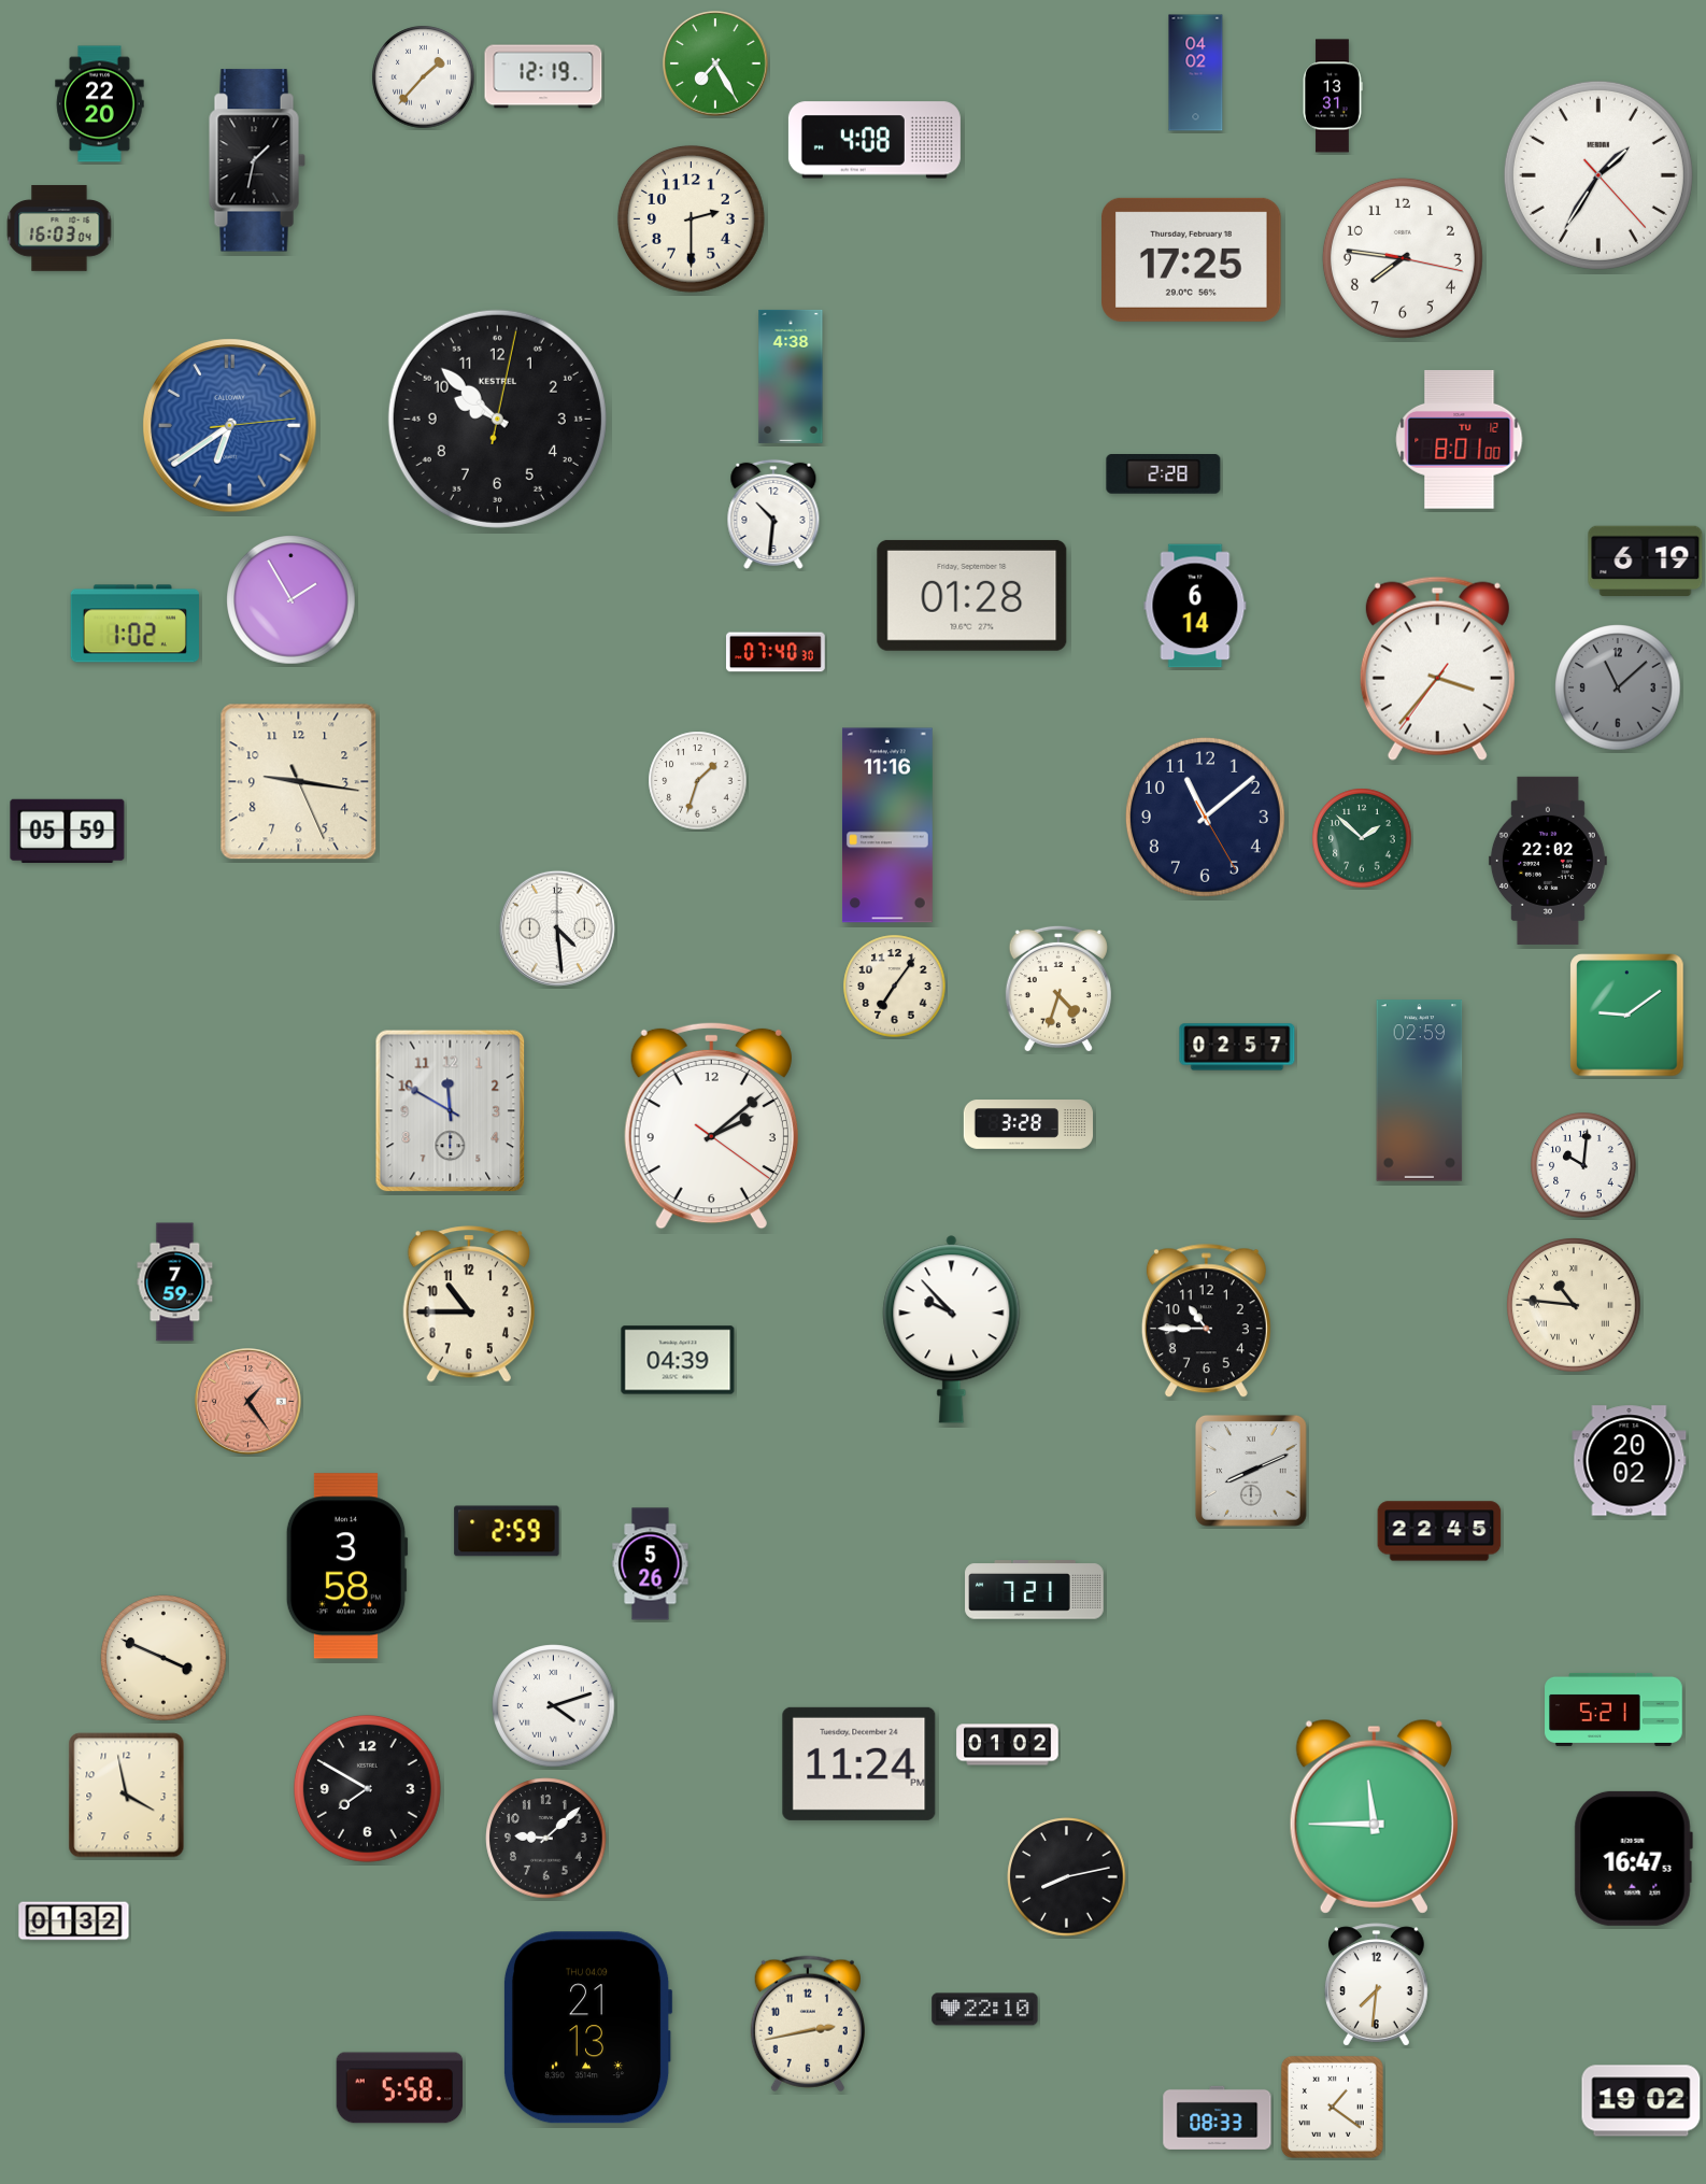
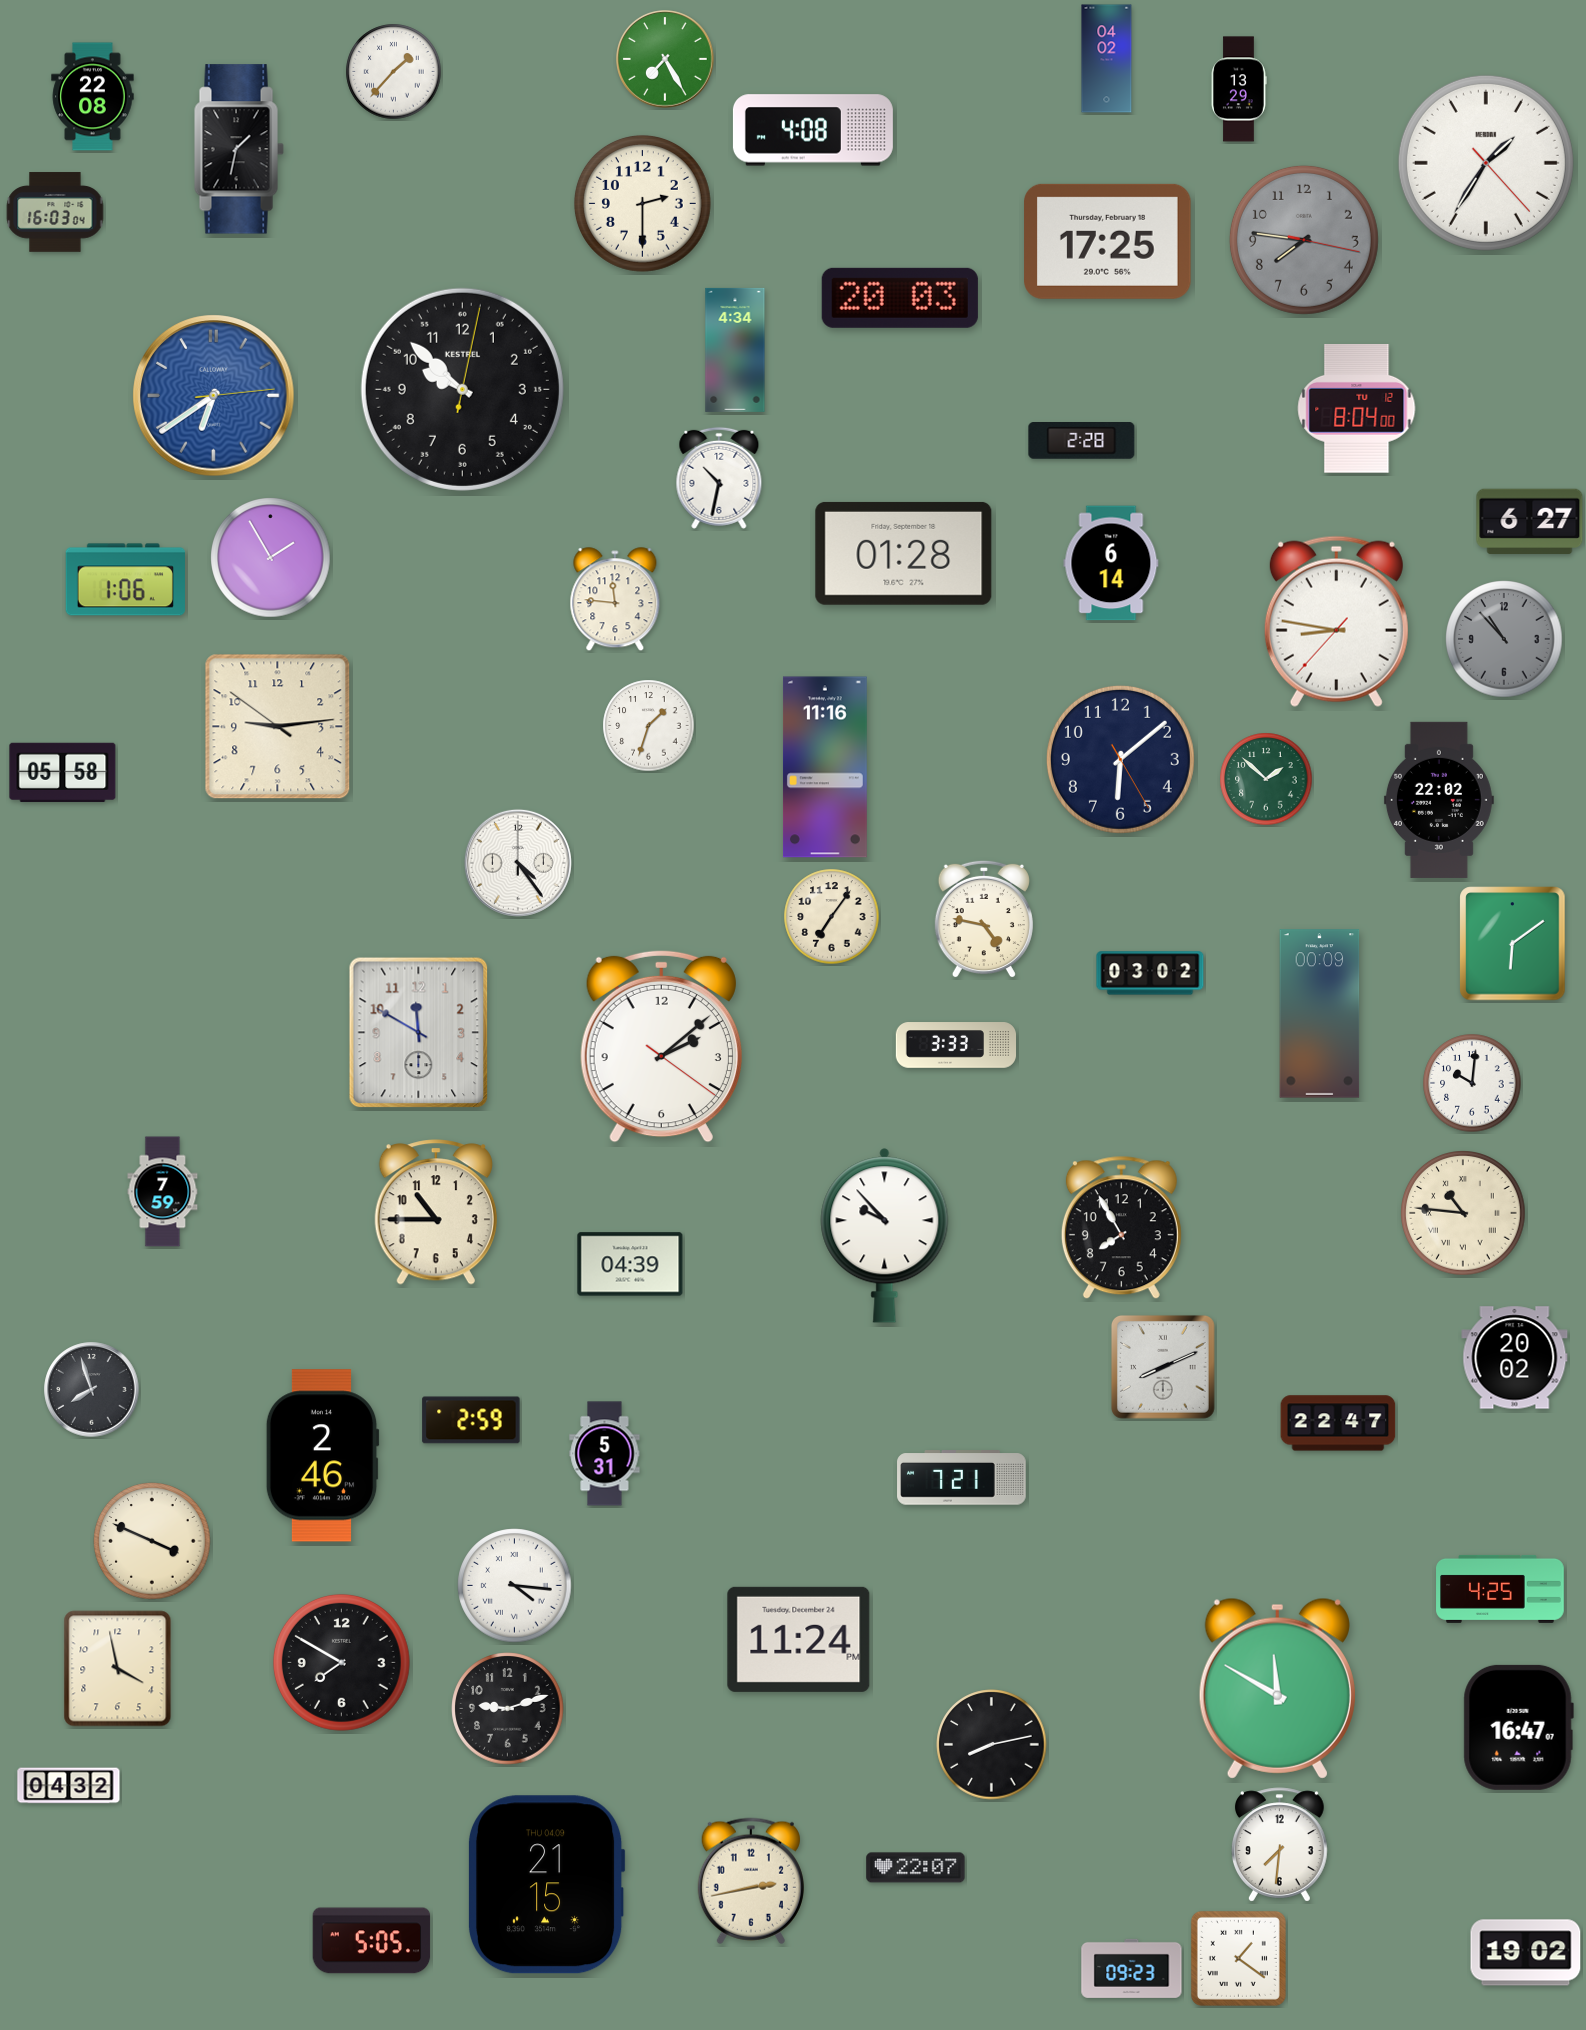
clock at (1196, 73) position: (1196, 73) -> (1107, 59)
clock at (543, 76): 12:19 -> none
clock at (1333, 96): 13:31 -> 13:29
clock at (100, 104): 22:20 -> 22:08
clock at (1403, 258) dial: white -> grey
clock at (900, 298): none -> 20:03
clock at (791, 377): 4:38 -> 4:34
clock at (1460, 440): 8:01 -> 8:04
clock at (773, 514): 10:31 -> 10:32
clock at (1646, 562): 6:19 -> 6:27
clock at (134, 624): 1:02 -> 1:06
clock at (615, 600): none -> 11:46
clock at (777, 652): 07:40 -> none
clock at (1437, 668): 3:36 -> 8:46
clock at (1618, 687): 11:08 -> 10:53
clock at (299, 782): 9:16 -> 9:13
clock at (1205, 817): 11:08 -> 6:08
clock at (68, 831): 05:59 -> 05:58
clock at (557, 928): 4:29 -> 4:24
clock at (1058, 989): 4:33 -> 4:47
clock at (1627, 1016): 9:09 -> 6:09
clock at (1237, 1047): 02:57 -> 03:02
clock at (1420, 1091): 02:59 -> 00:09
clock at (1028, 1124): 3:28 -> 3:33
clock at (1206, 1321): 10:45 -> 7:55
clock at (248, 1402): 1:24 -> none
clock at (92, 1390): none -> 7:57
clock at (507, 1531) position: (507, 1531) -> (471, 1420)
clock at (1439, 1531): 22:45 -> 22:47
clock at (651, 1564): 5:26 -> 5:31
clock at (346, 1566): 3:58 -> 2:46
clock at (554, 1706): 4:12 -> 4:16
clock at (1613, 1710): 5:21 -> 4:25
clock at (1008, 1745): 01:02 -> none
clock at (1374, 1816): 11:45 -> 11:50
clock at (546, 1839): 9:08 -> 9:12
clock at (1633, 1858): 16:47:53 -> 16:47:07
clock at (74, 1921): 01:32 -> 04:32
clock at (985, 2010): 22:10 -> 22:07
clock at (587, 2028): 21:13 -> 21:15
clock at (400, 2088): 5:58 -> 5:05
clock at (1218, 2117): 08:33 -> 09:23
